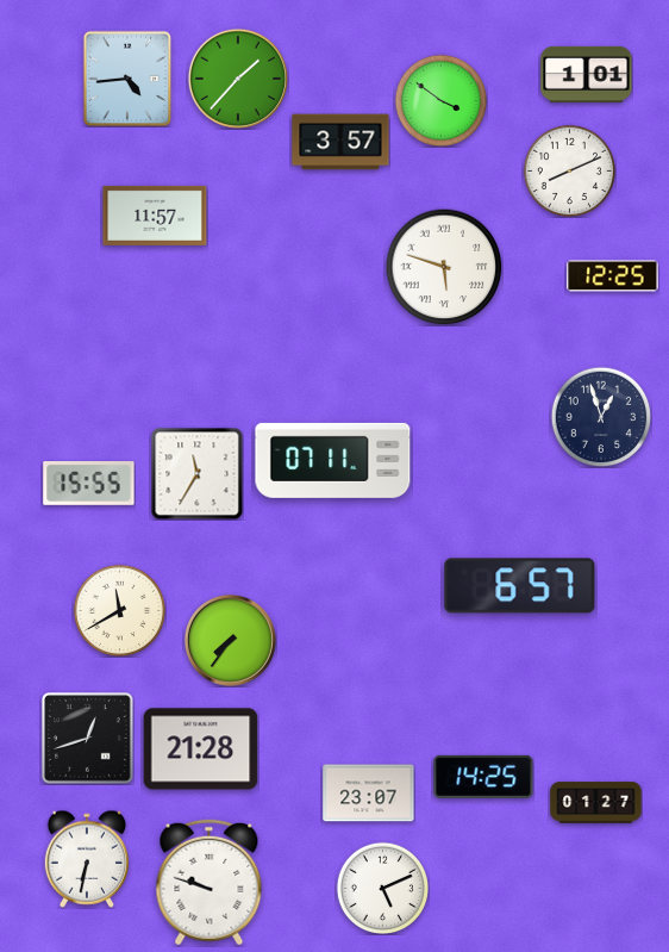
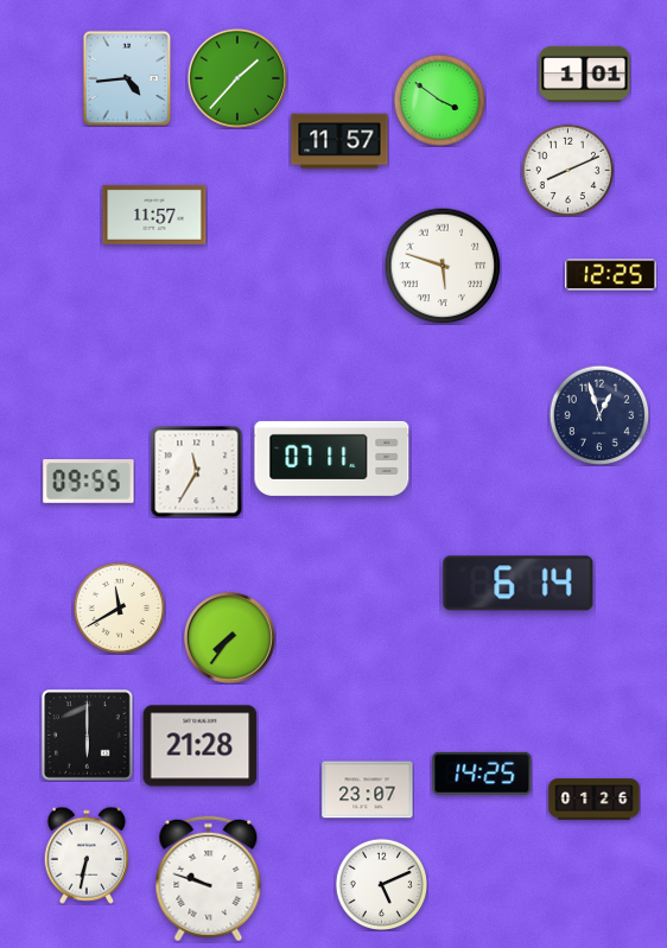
clock at (340, 142): 3:57 -> 11:57
clock at (89, 484): 15:55 -> 09:55
clock at (520, 586): 6:57 -> 6:14
clock at (88, 739): 12:42 -> 6:00
clock at (596, 803): 01:27 -> 01:26
